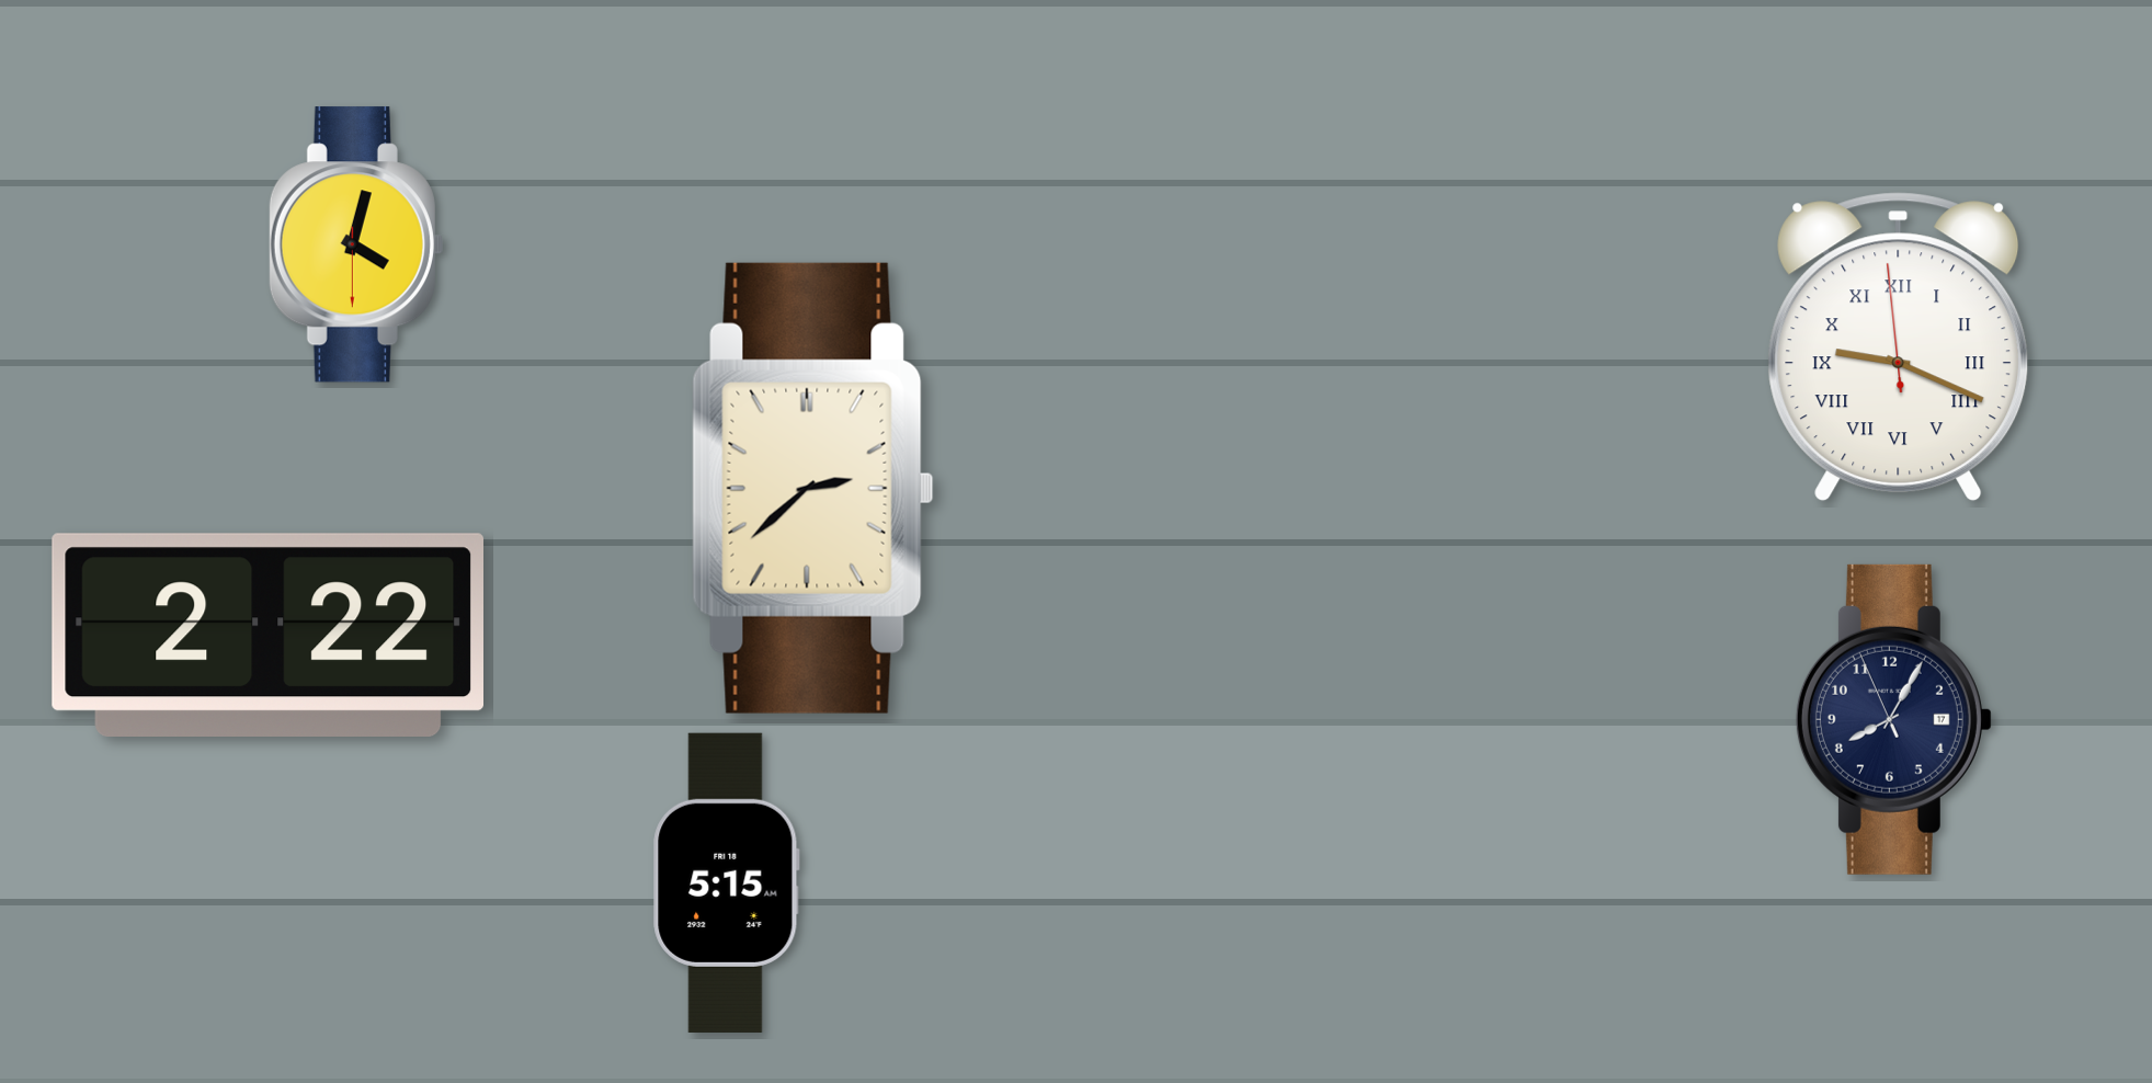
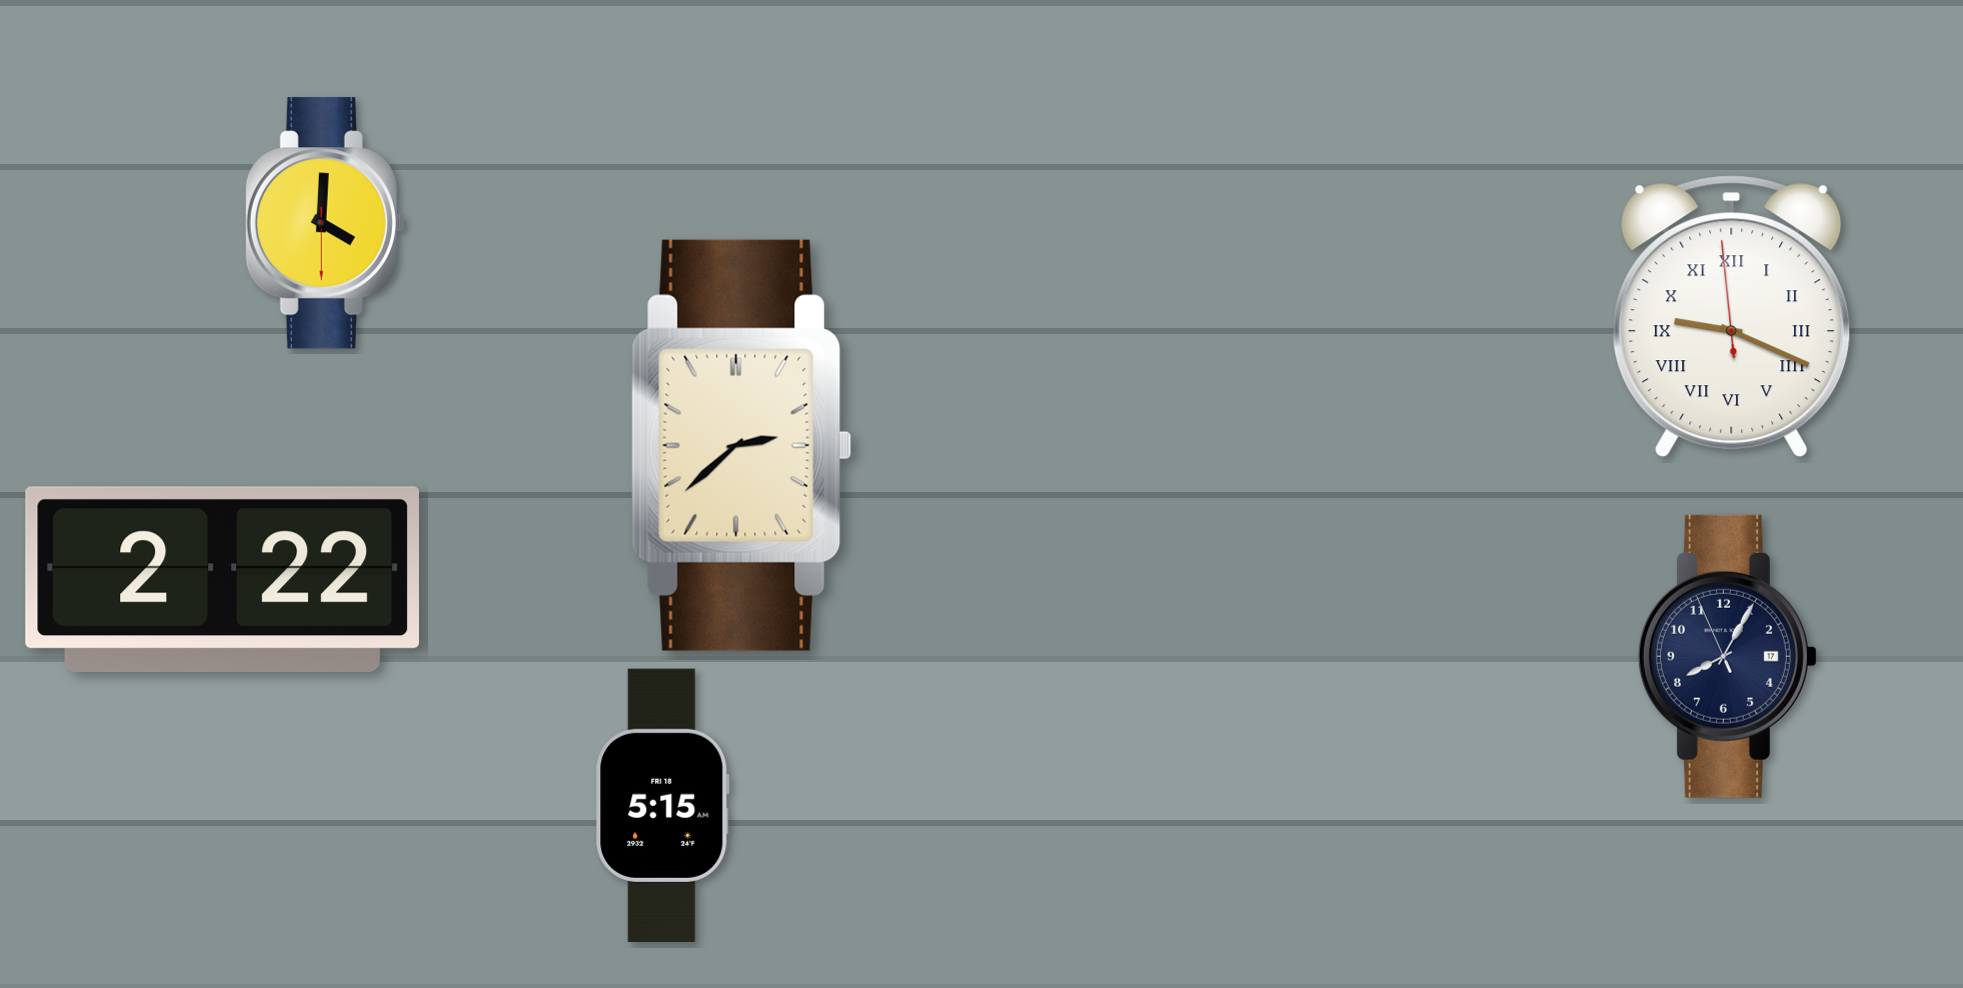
clock at (356, 244): 4:02 -> 4:00
clock at (267, 635) position: (267, 635) -> (222, 579)
